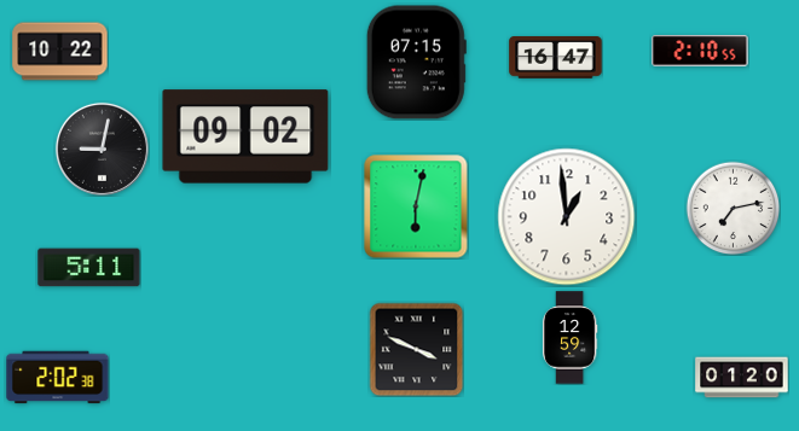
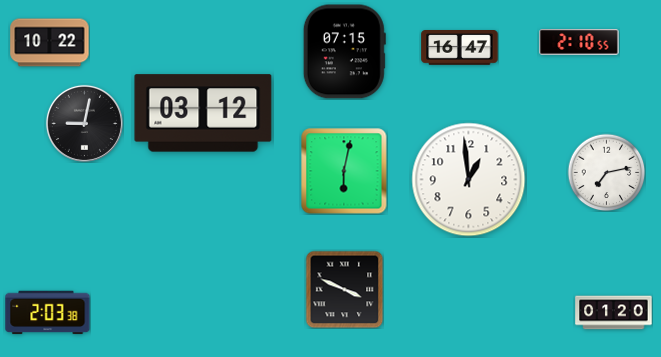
clock at (245, 136): 09:02 -> 03:12
clock at (89, 268): 5:11 -> none
clock at (569, 338): 12:59 -> none
clock at (58, 378): 2:02 -> 2:03
